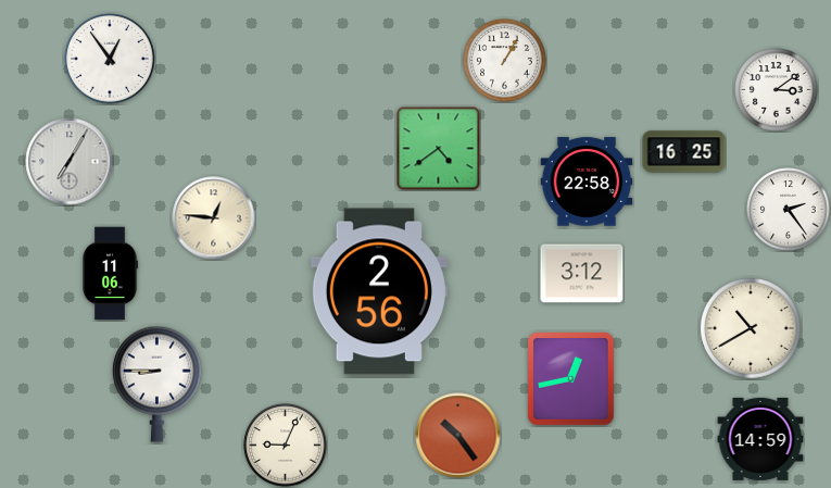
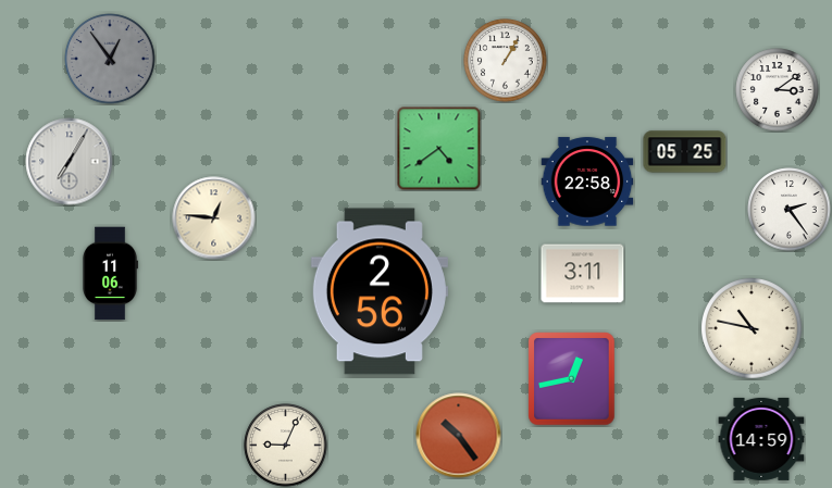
clock at (110, 59) dial: white -> grey
clock at (684, 152): 16:25 -> 05:25
clock at (582, 274): 3:12 -> 3:11
clock at (751, 328): 10:40 -> 10:47
clock at (156, 384): 8:45 -> none
